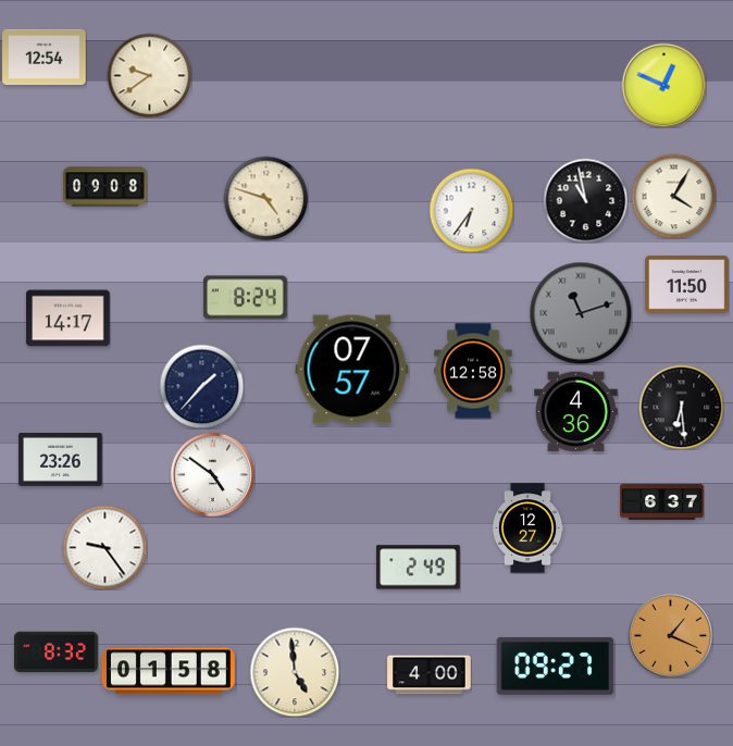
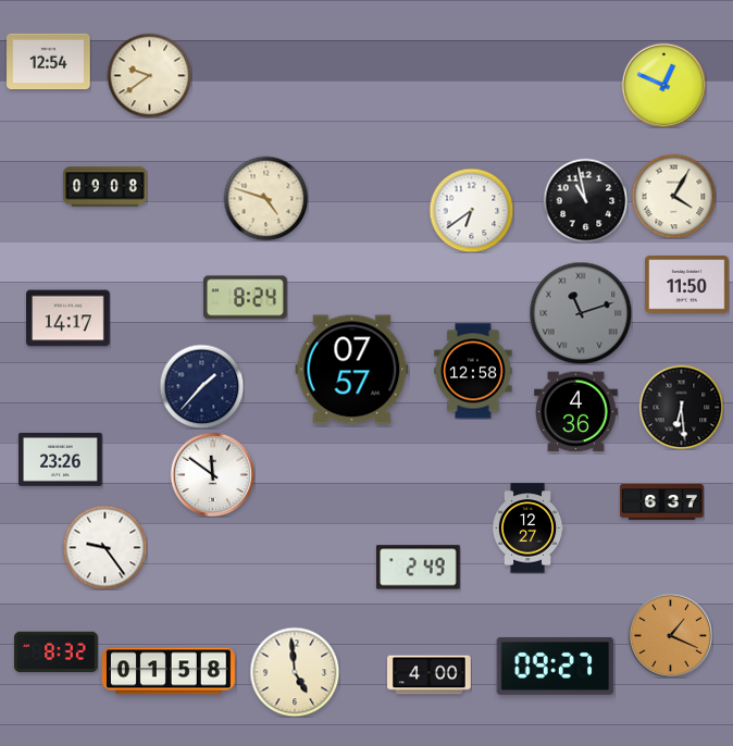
clock at (45, 58) position: (45, 58) -> (49, 62)
clock at (471, 210): 6:36 -> 6:39
clock at (212, 474): 4:51 -> 11:51
